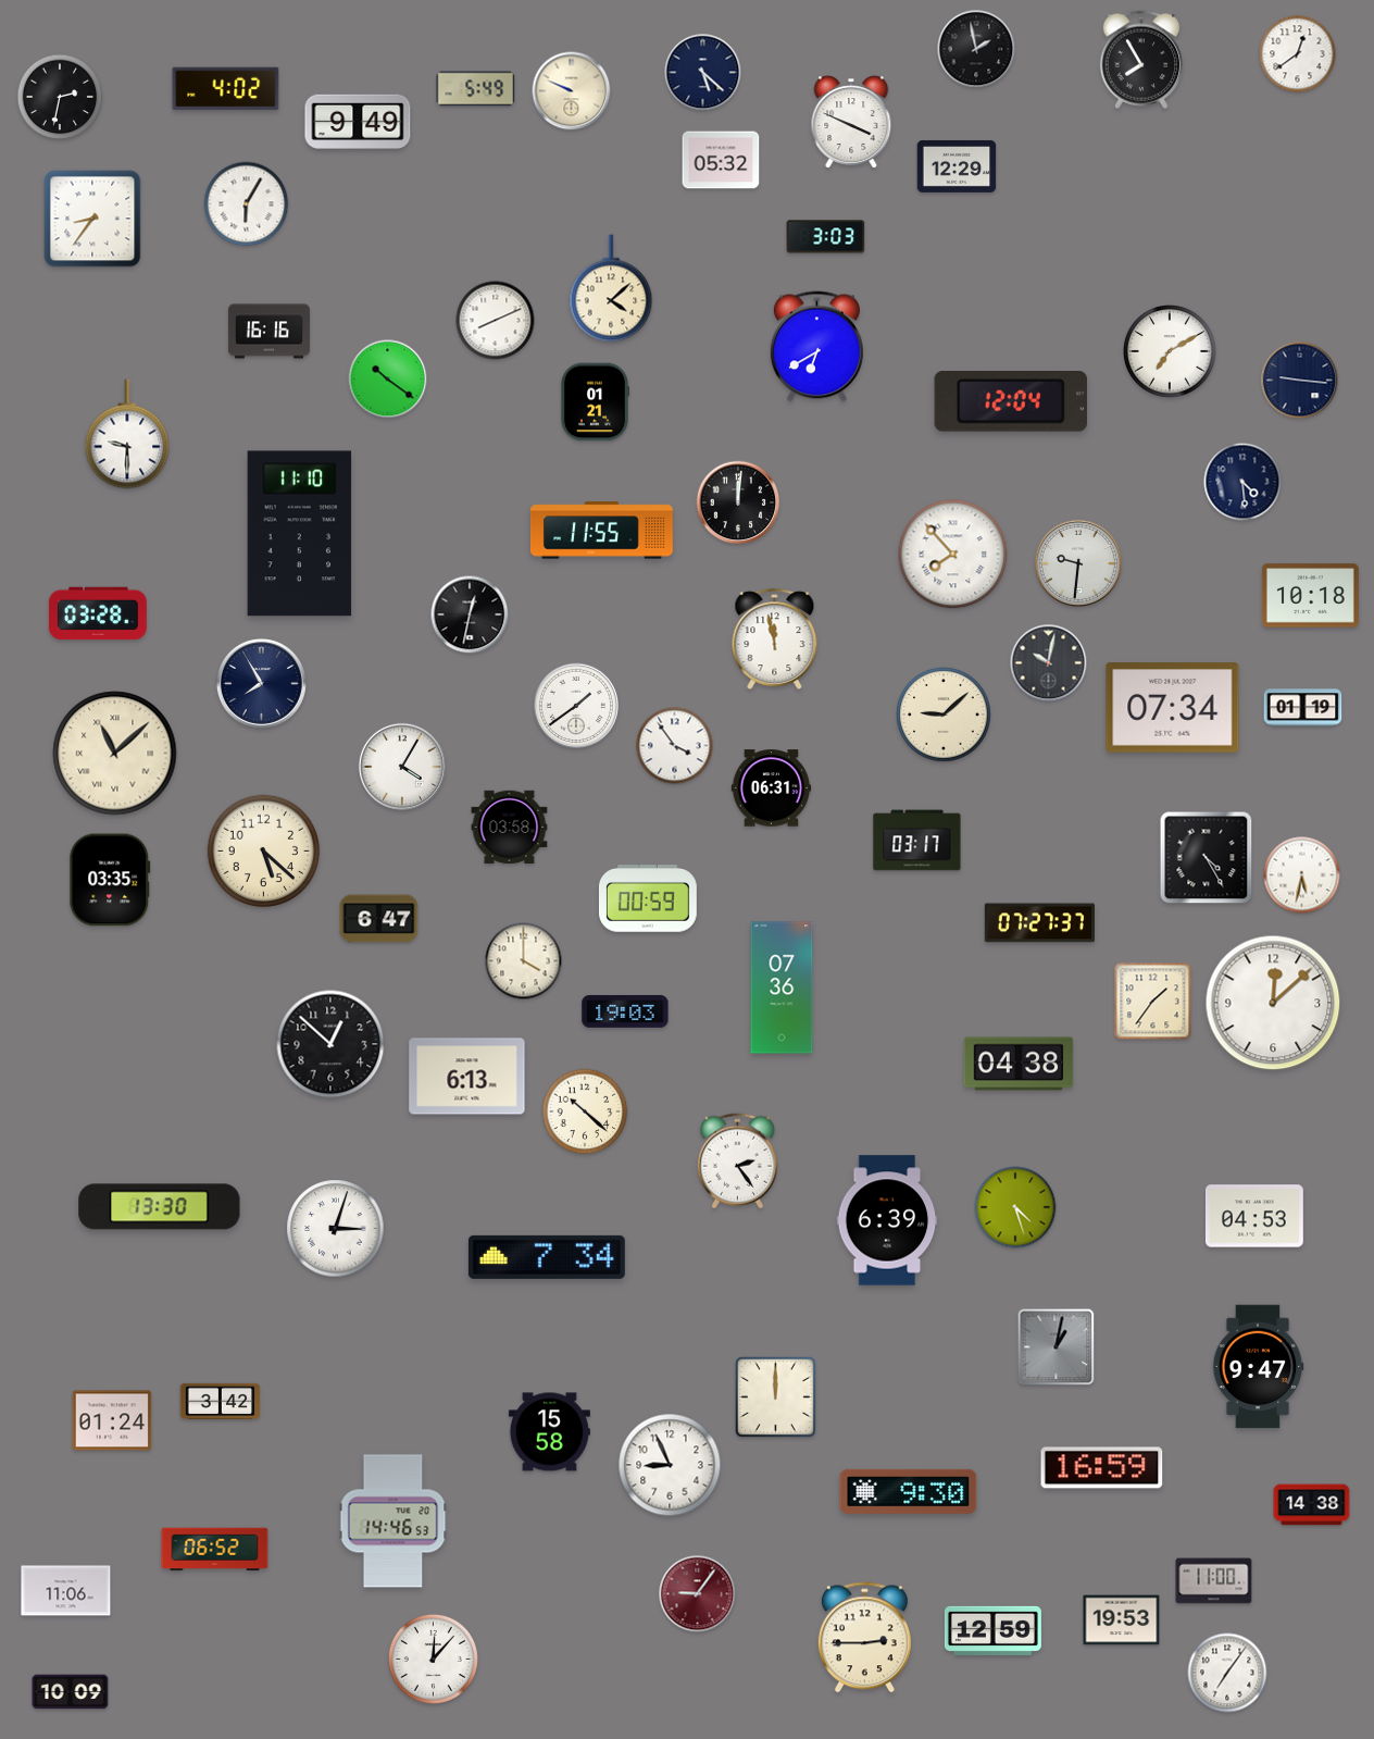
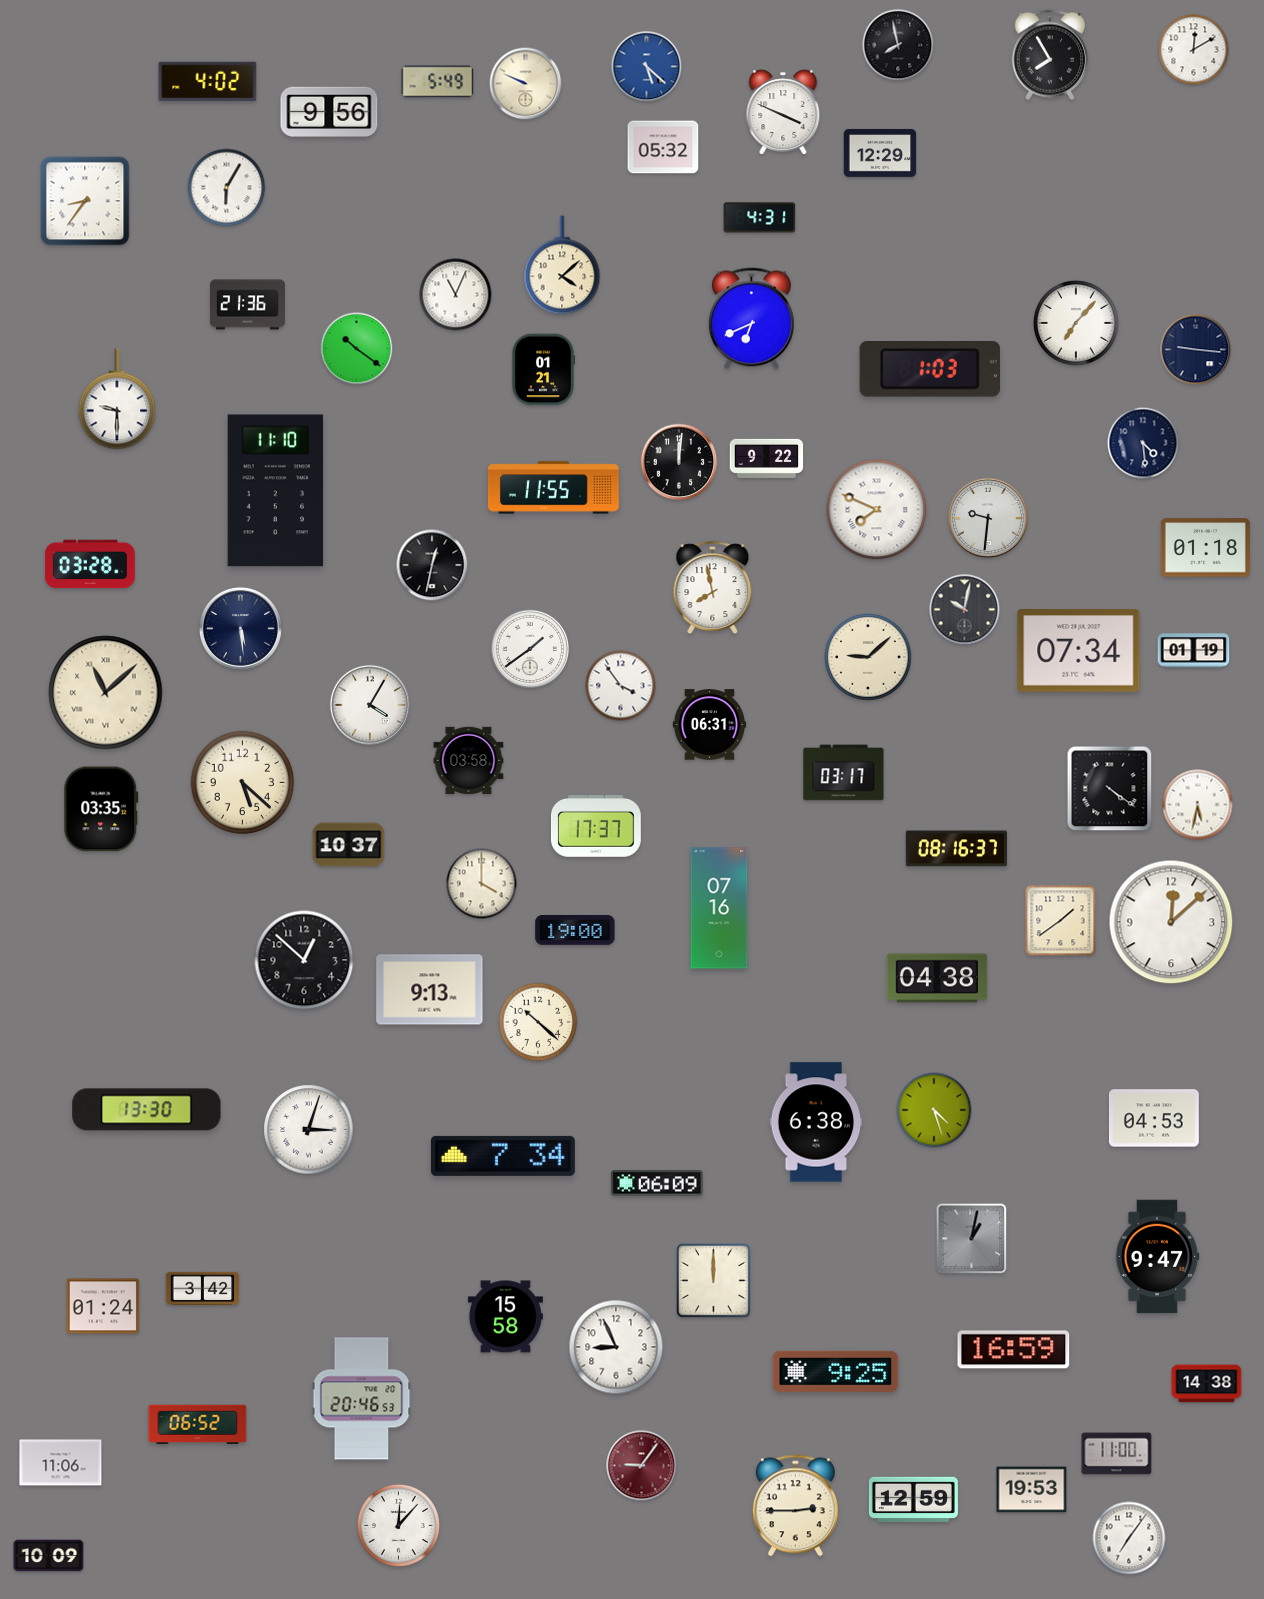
clock at (976, 49): 1:58 -> 7:58
clock at (1298, 54): 12:39 -> 12:10
clock at (703, 73) dial: navy -> blue
clock at (60, 97): 2:32 -> none
clock at (358, 121): 9:49 -> 9:56
clock at (826, 237): 3:03 -> 4:31
clock at (496, 321): 8:11 -> 11:04
clock at (268, 332): 16:16 -> 21:36
clock at (816, 347): 6:40 -> 6:41
clock at (1170, 351): 7:10 -> 7:07
clock at (595, 402) position: (595, 402) -> (543, 370)
clock at (1010, 402): 12:04 -> 1:03
clock at (767, 458): none -> 9:22
clock at (953, 555): 7:53 -> 7:49
clock at (1078, 563) position: (1078, 563) -> (988, 518)
clock at (1310, 596): 10:18 -> 01:18
clock at (775, 638): 11:58 -> 7:58
clock at (261, 683): 7:55 -> 5:29
clock at (1303, 708) position: (1303, 708) -> (1194, 651)
clock at (1207, 858): 4:25 -> 4:21
clock at (648, 899): 00:59 -> 17:37
clock at (379, 919): 6:47 -> 10:37
clock at (1039, 923): 07:27 -> 08:16
clock at (782, 987): 07:36 -> 07:16
clock at (1153, 1002): 1:36 -> 1:39
clock at (625, 1011): 19:03 -> 19:00
clock at (467, 1077): 6:13 -> 9:13
clock at (737, 1162): 2:24 -> none
clock at (887, 1220): 6:39 -> 6:38
clock at (657, 1183): none -> 06:09
clock at (776, 1398) position: (776, 1398) -> (714, 1281)
clock at (909, 1491): 9:30 -> 9:25
clock at (394, 1521): 14:46 -> 20:46
clock at (71, 1692) position: (71, 1692) -> (49, 1556)
